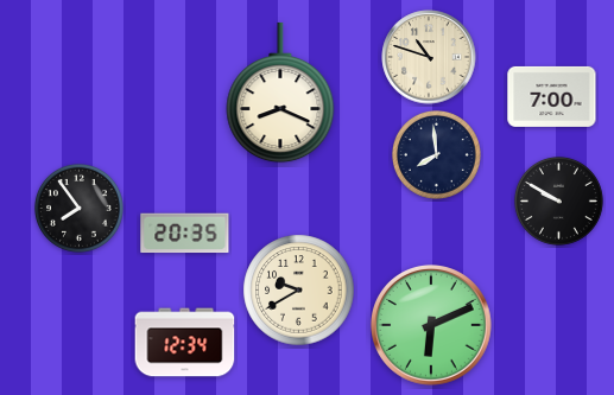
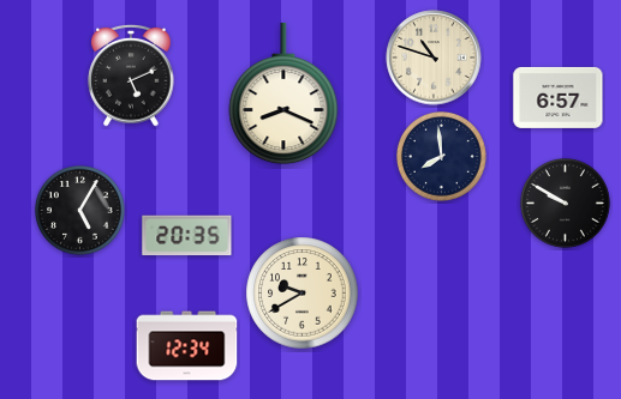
clock at (131, 75): none -> 5:11
clock at (552, 96): 7:00 -> 6:57
clock at (80, 209): 7:54 -> 5:05
clock at (431, 325): 6:11 -> none
